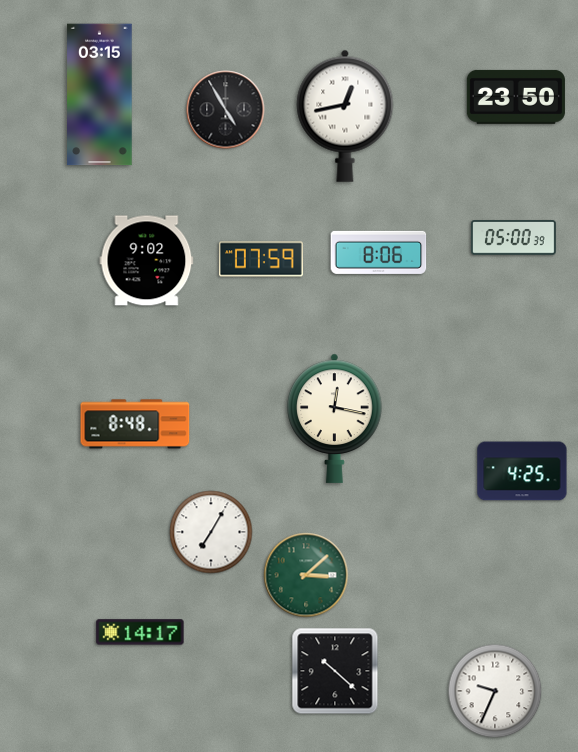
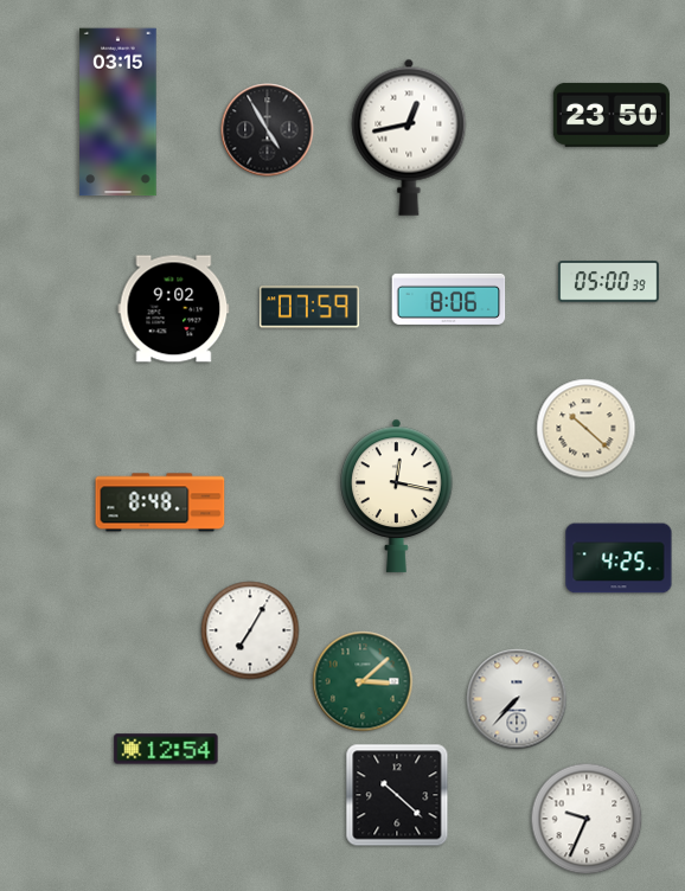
clock at (587, 429): none -> 10:22
clock at (517, 699): none -> 7:37
clock at (140, 632): 14:17 -> 12:54
